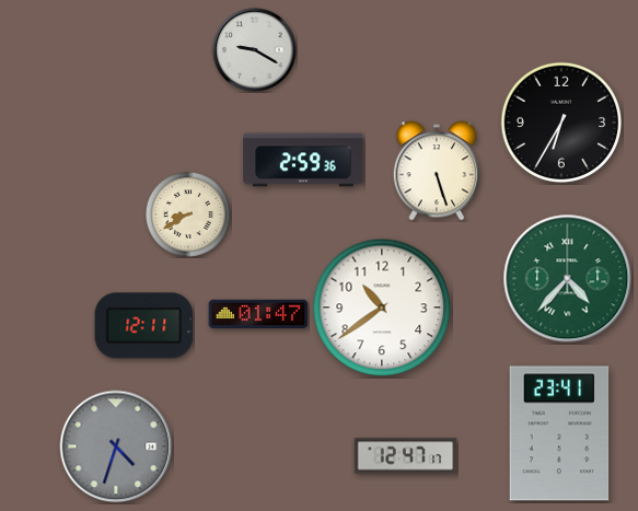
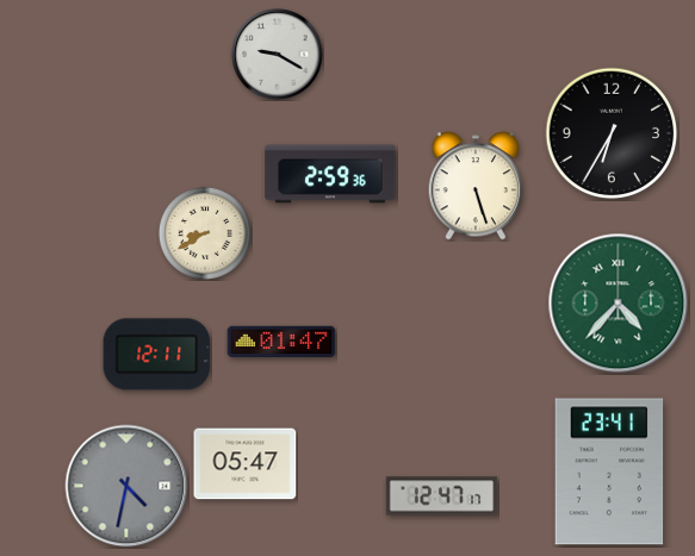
clock at (382, 307): 10:39 -> none
clock at (246, 464): none -> 05:47
clock at (116, 446): 4:33 -> 4:32
